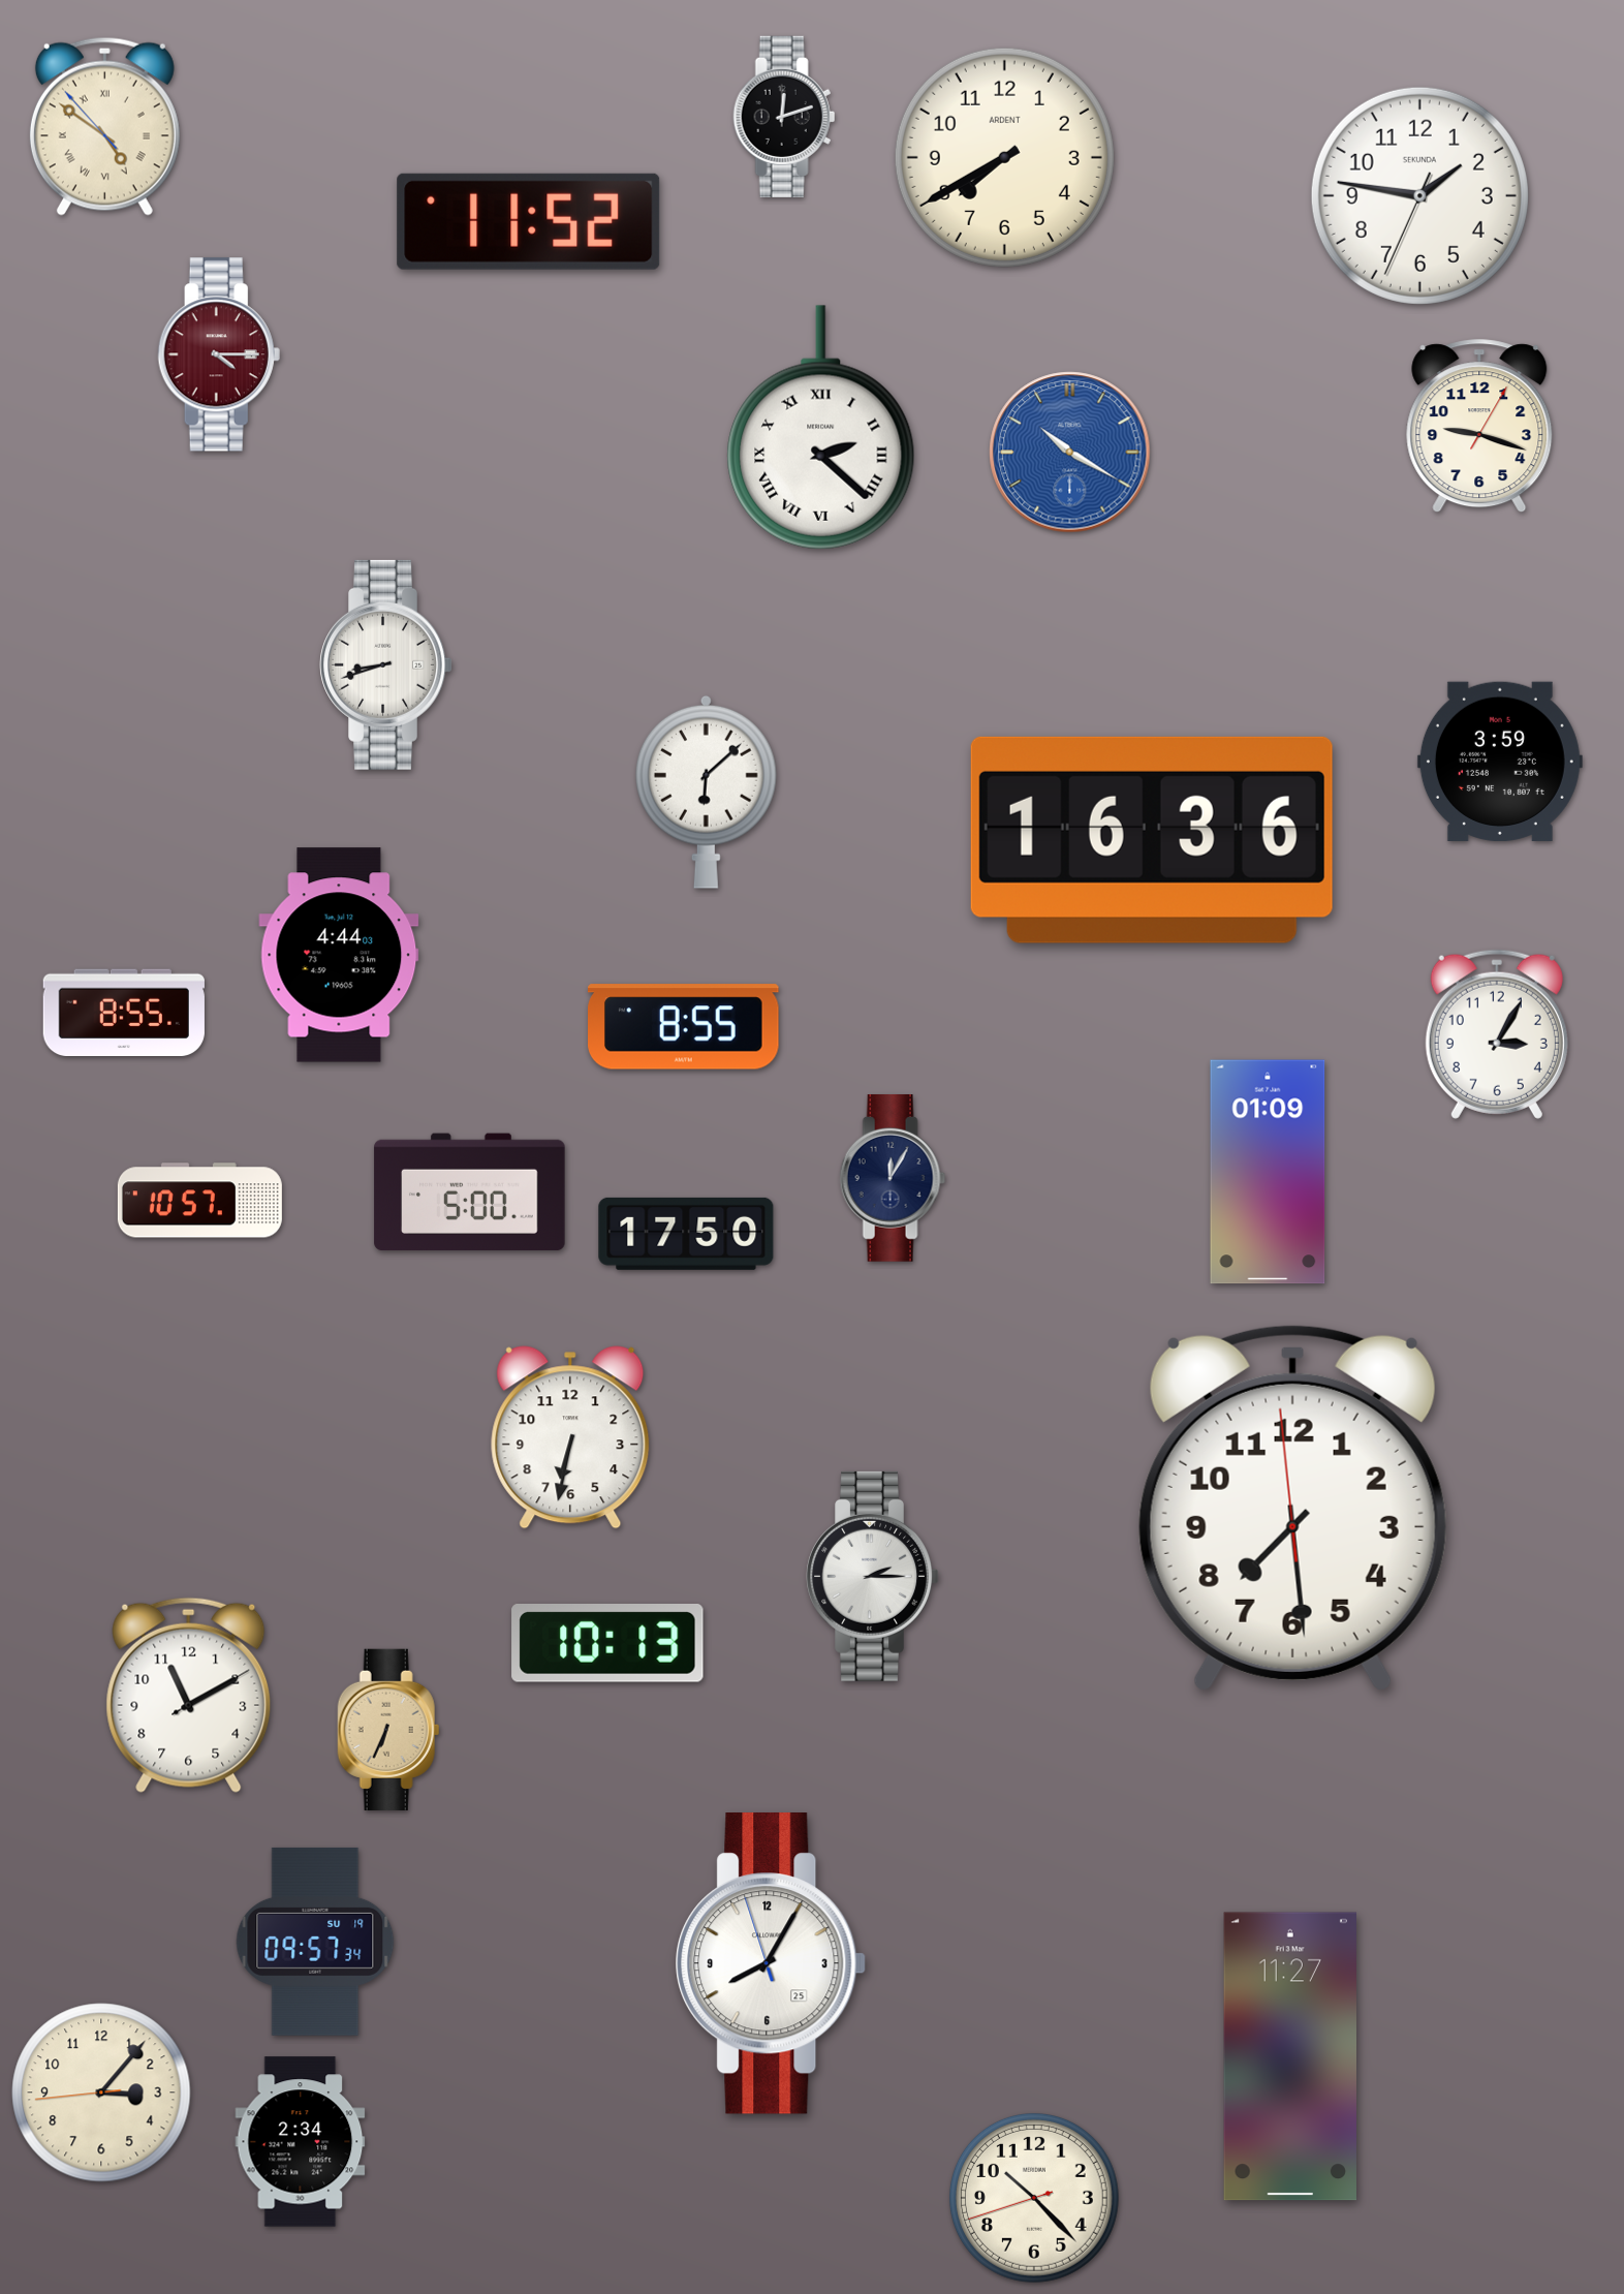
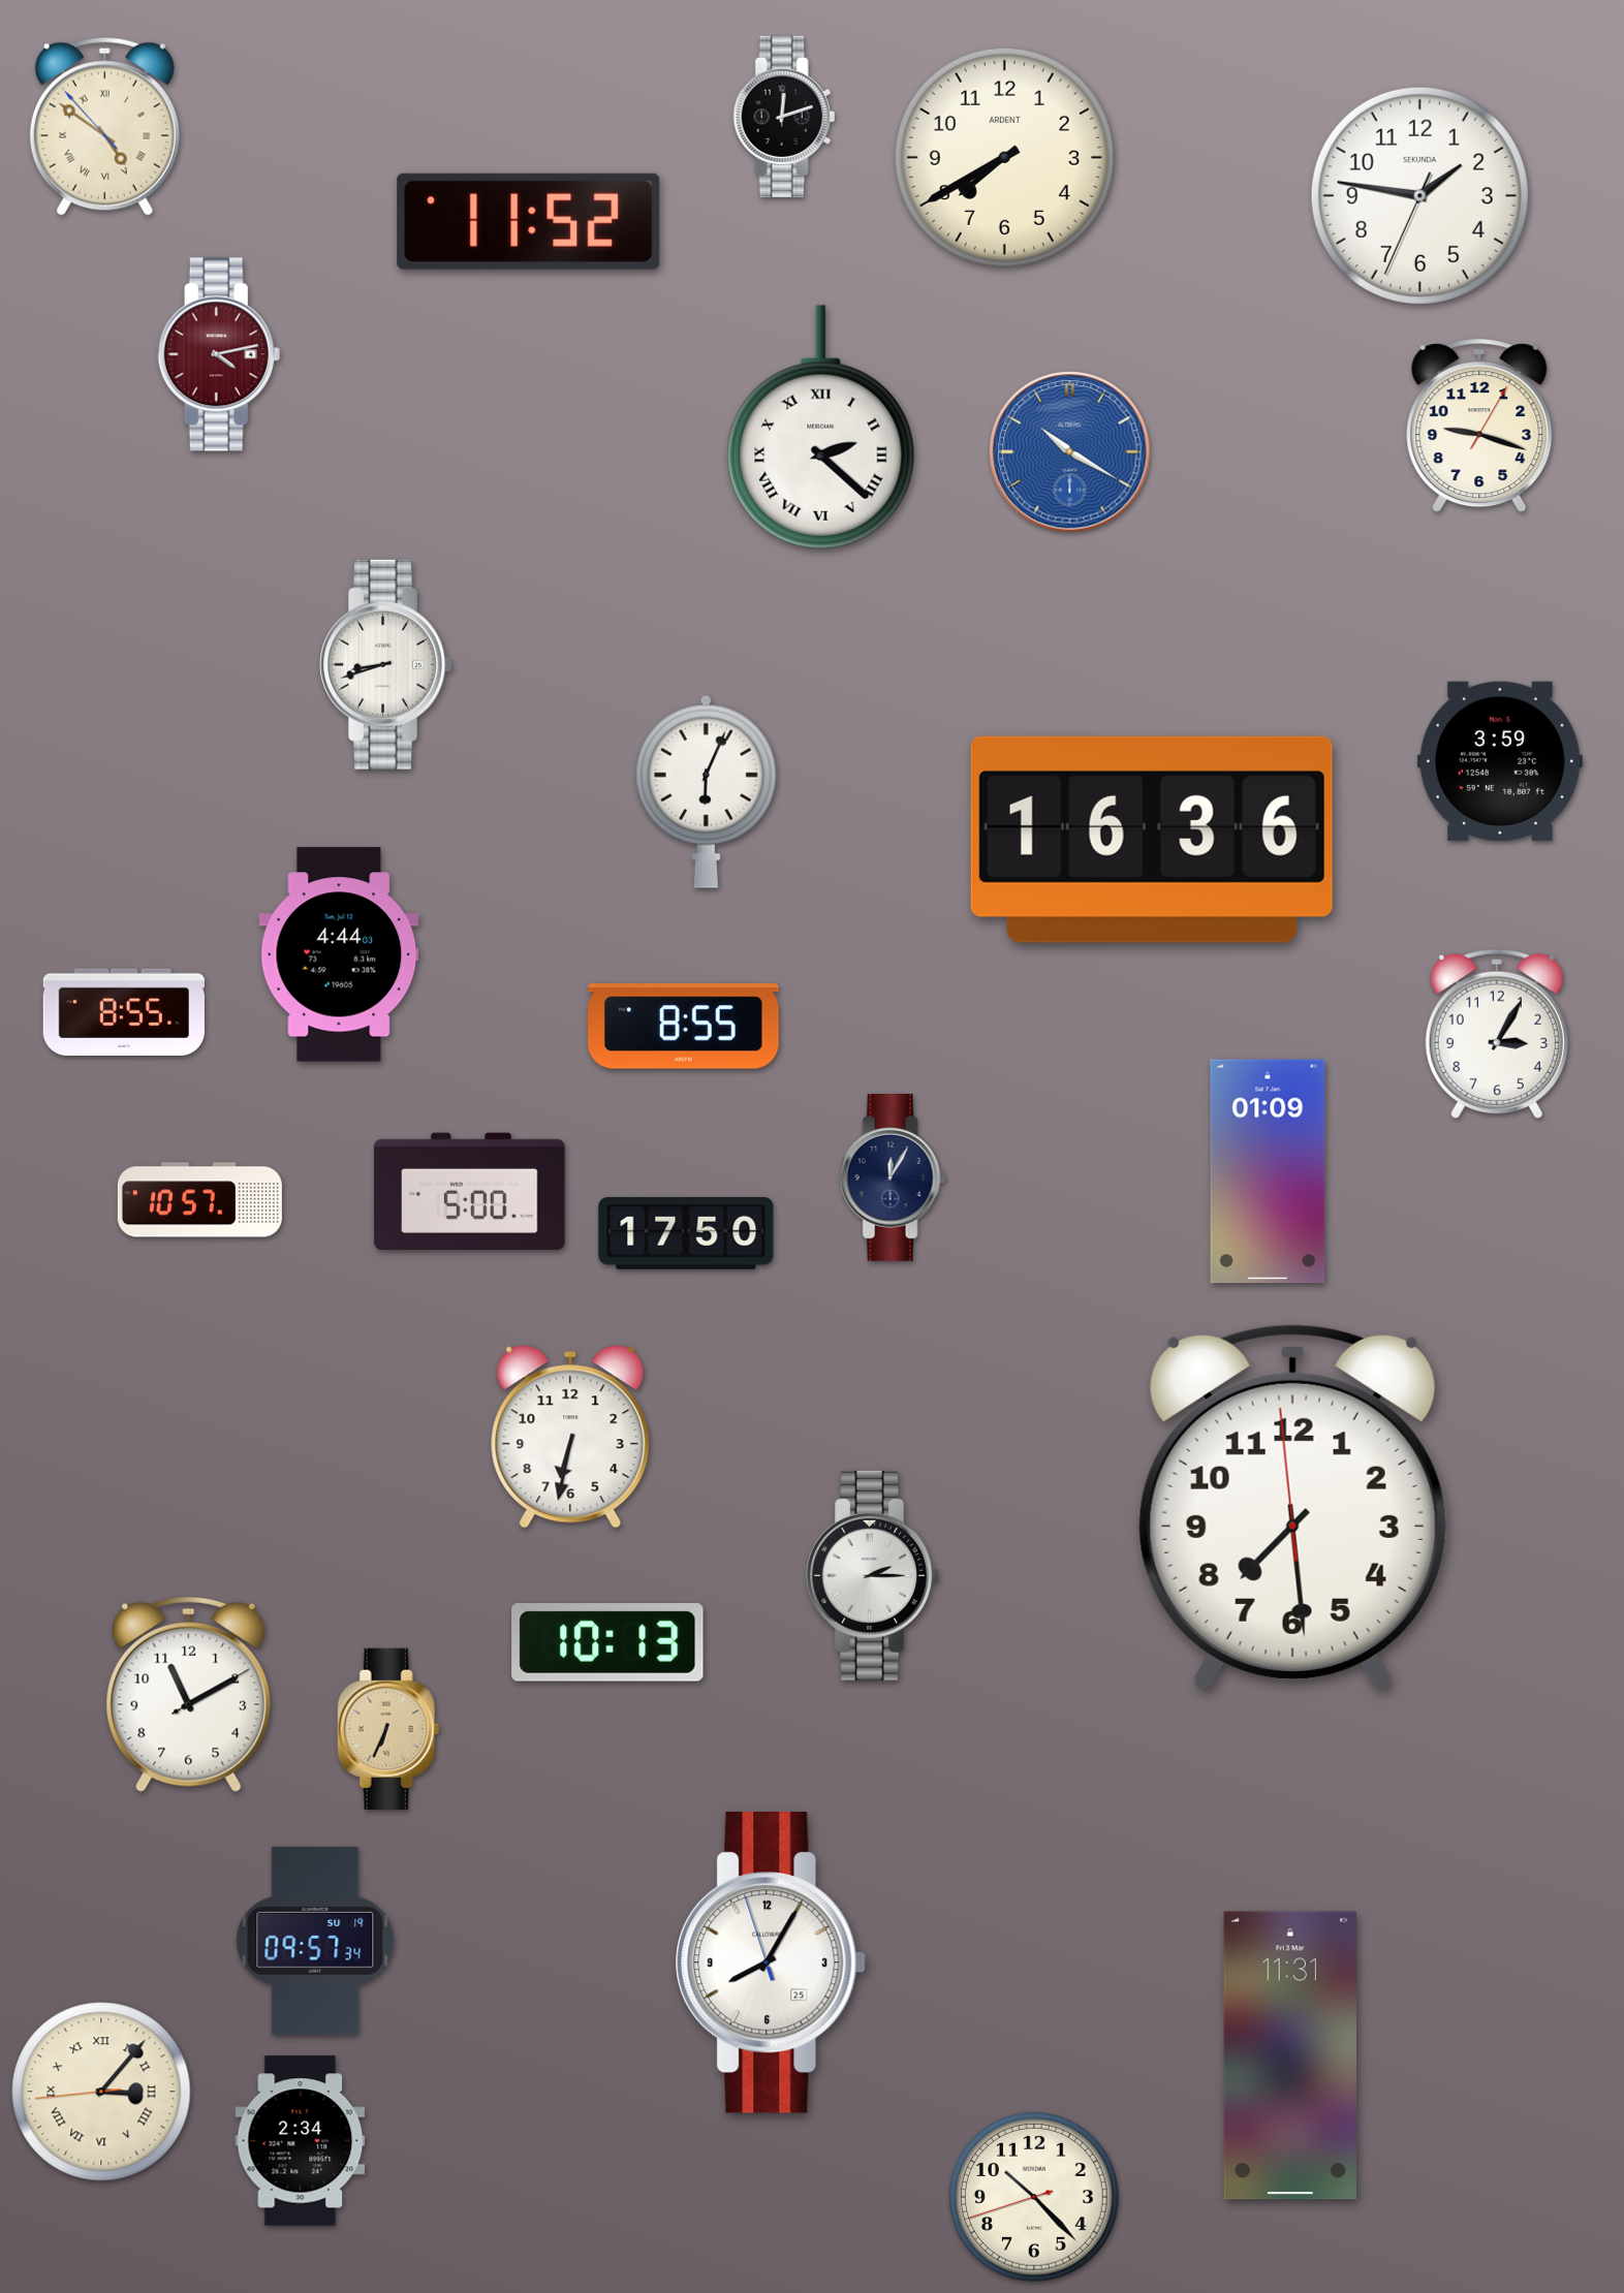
clock at (219, 354): 4:15 -> 4:13
clock at (706, 792): 6:08 -> 6:04
clock at (1289, 2056): 11:27 -> 11:31
clock at (101, 2092) numerals: Arabic -> Roman
